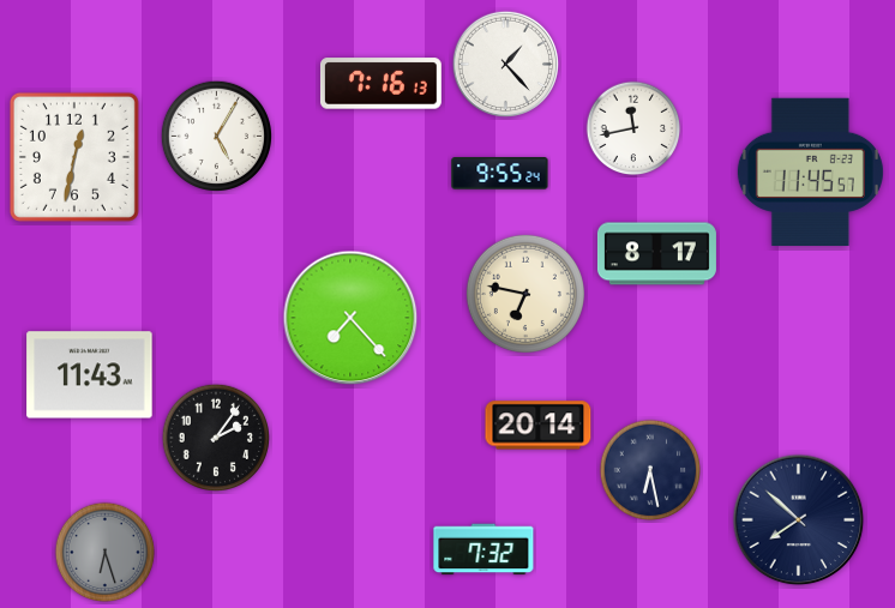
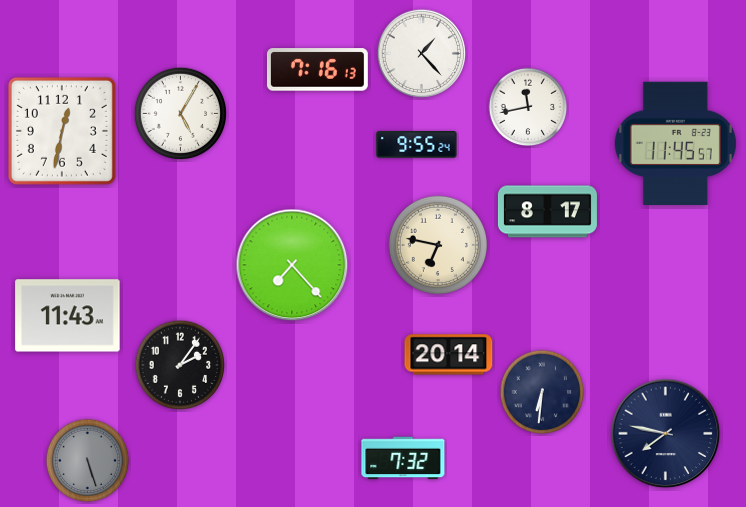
clock at (90, 375) position: (90, 375) -> (68, 316)
clock at (650, 470): 6:28 -> 6:31
clock at (799, 520): 7:52 -> 7:47
clock at (106, 553): 6:27 -> 5:27
